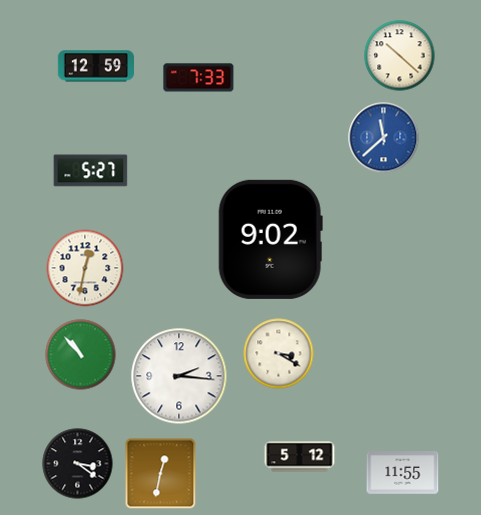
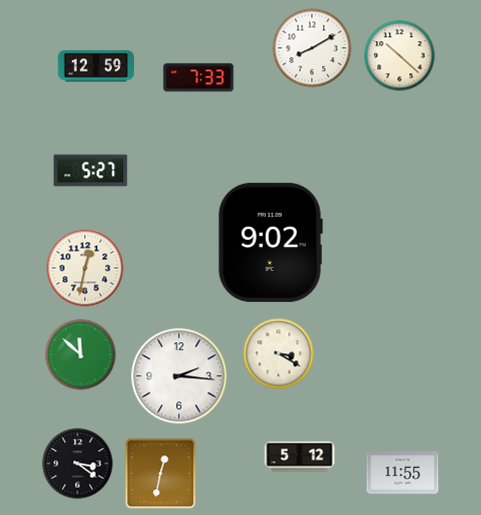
clock at (312, 48): none -> 8:10
clock at (384, 138): 11:38 -> none
clock at (270, 239) position: (270, 239) -> (270, 242)
clock at (81, 355): 10:53 -> 11:52
